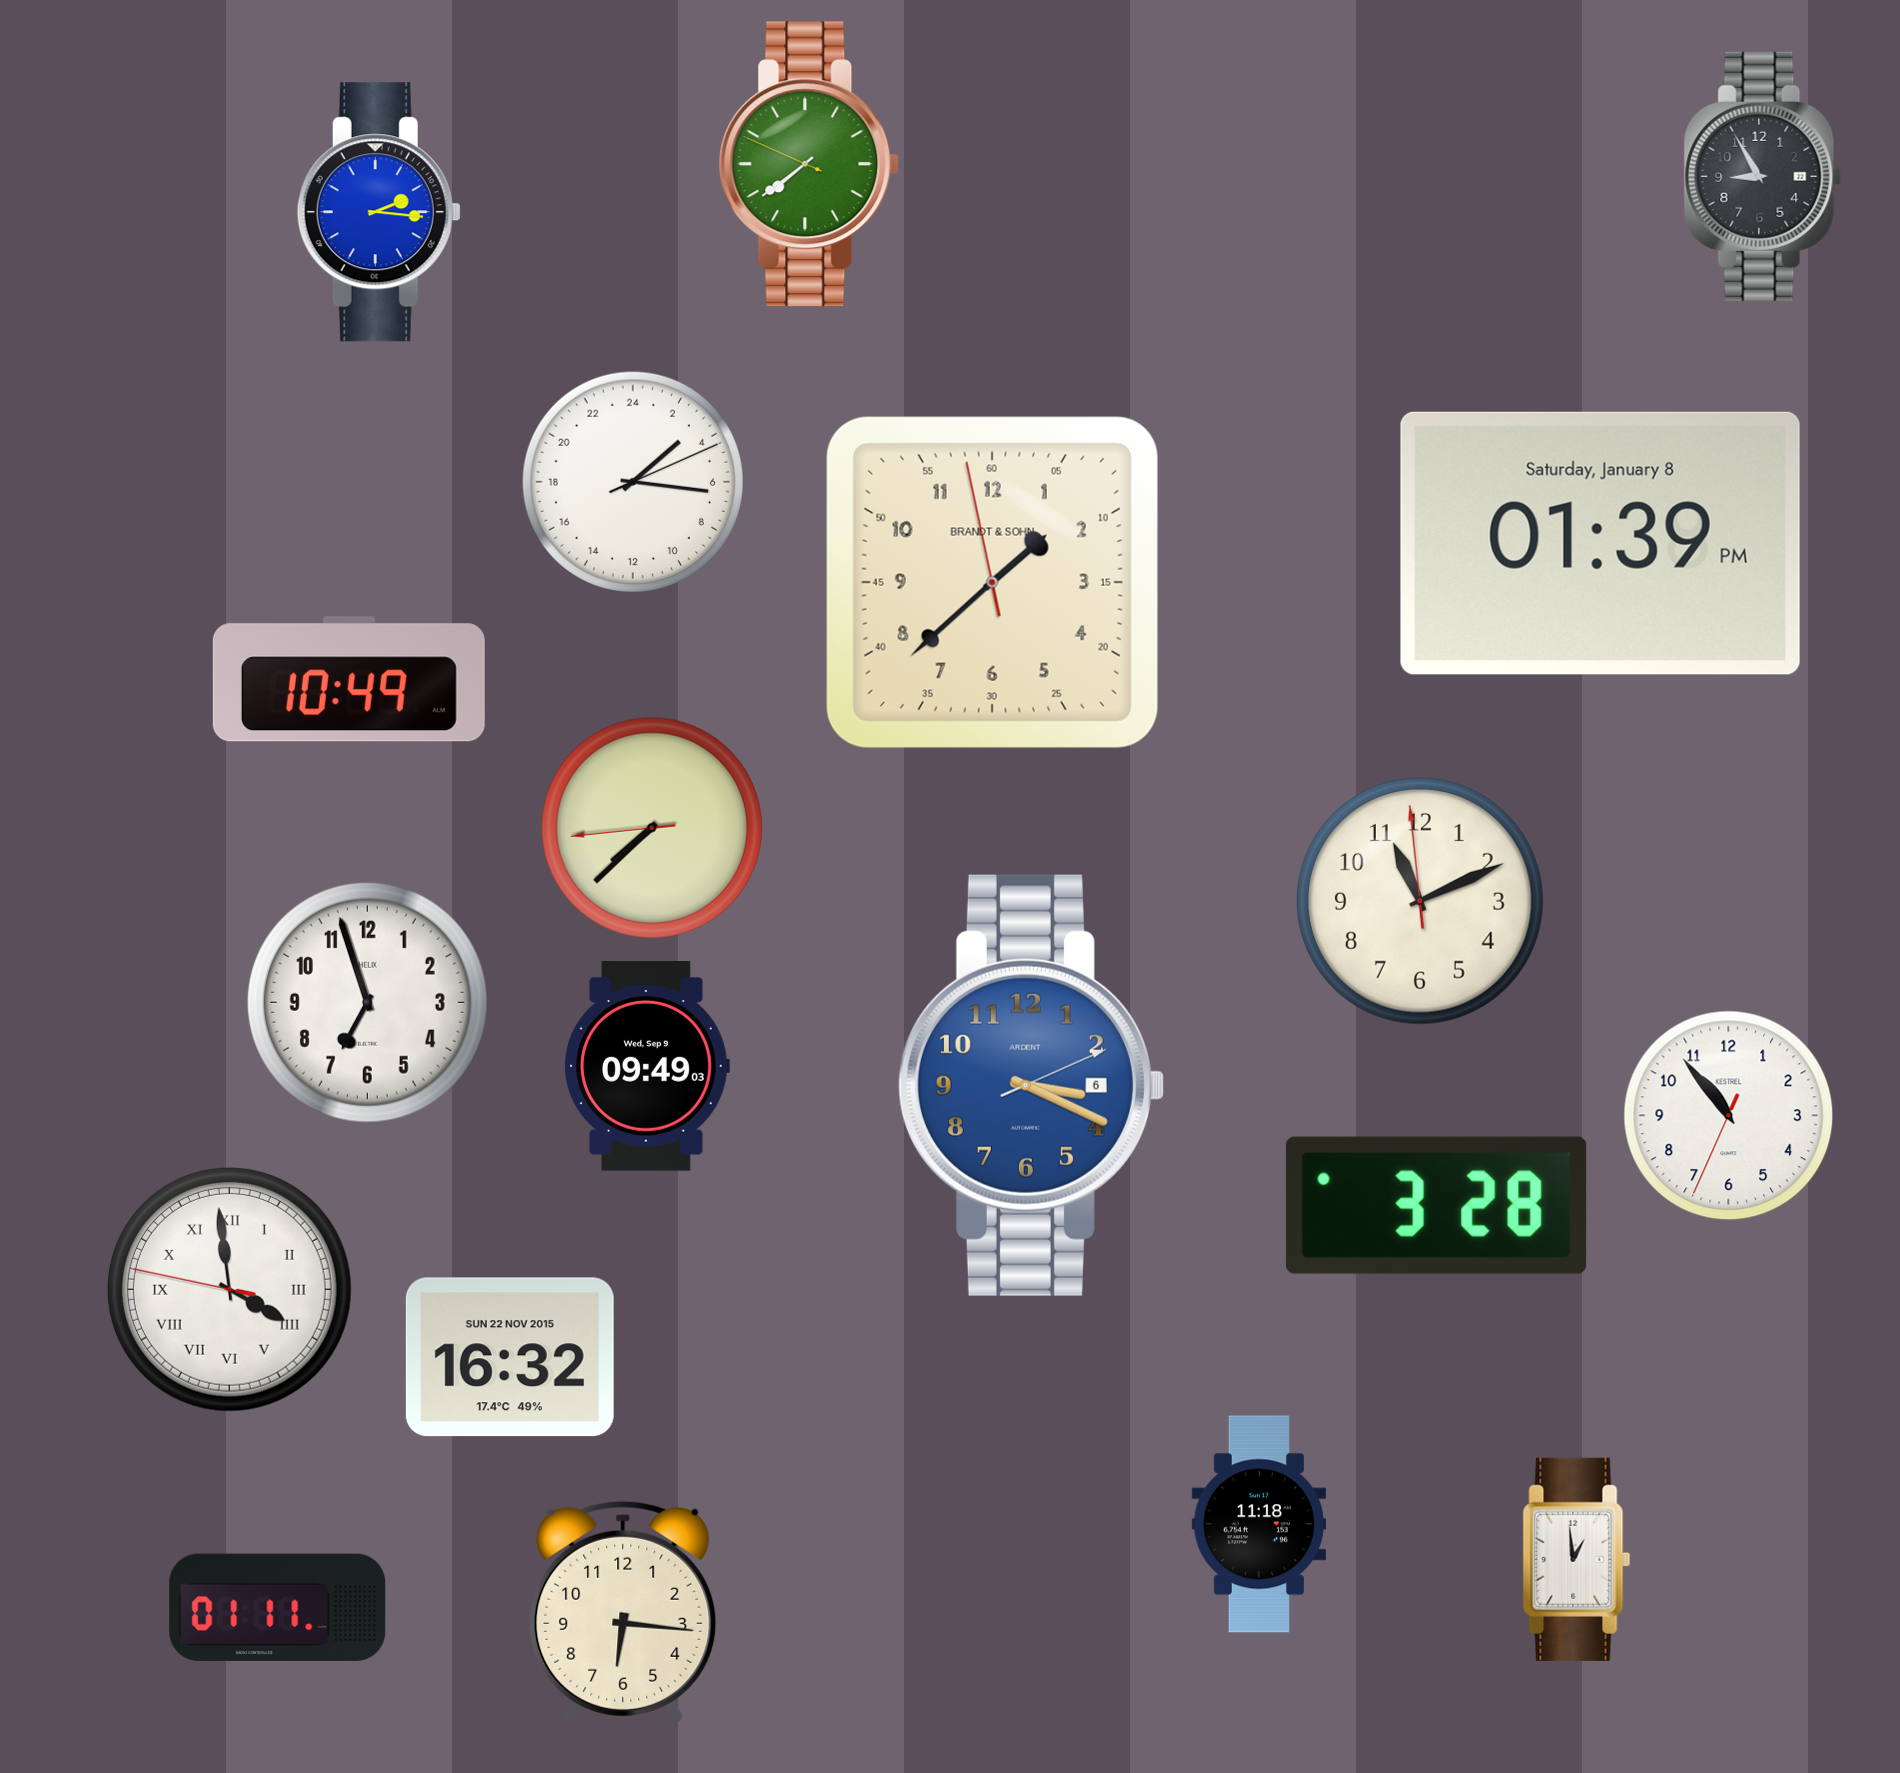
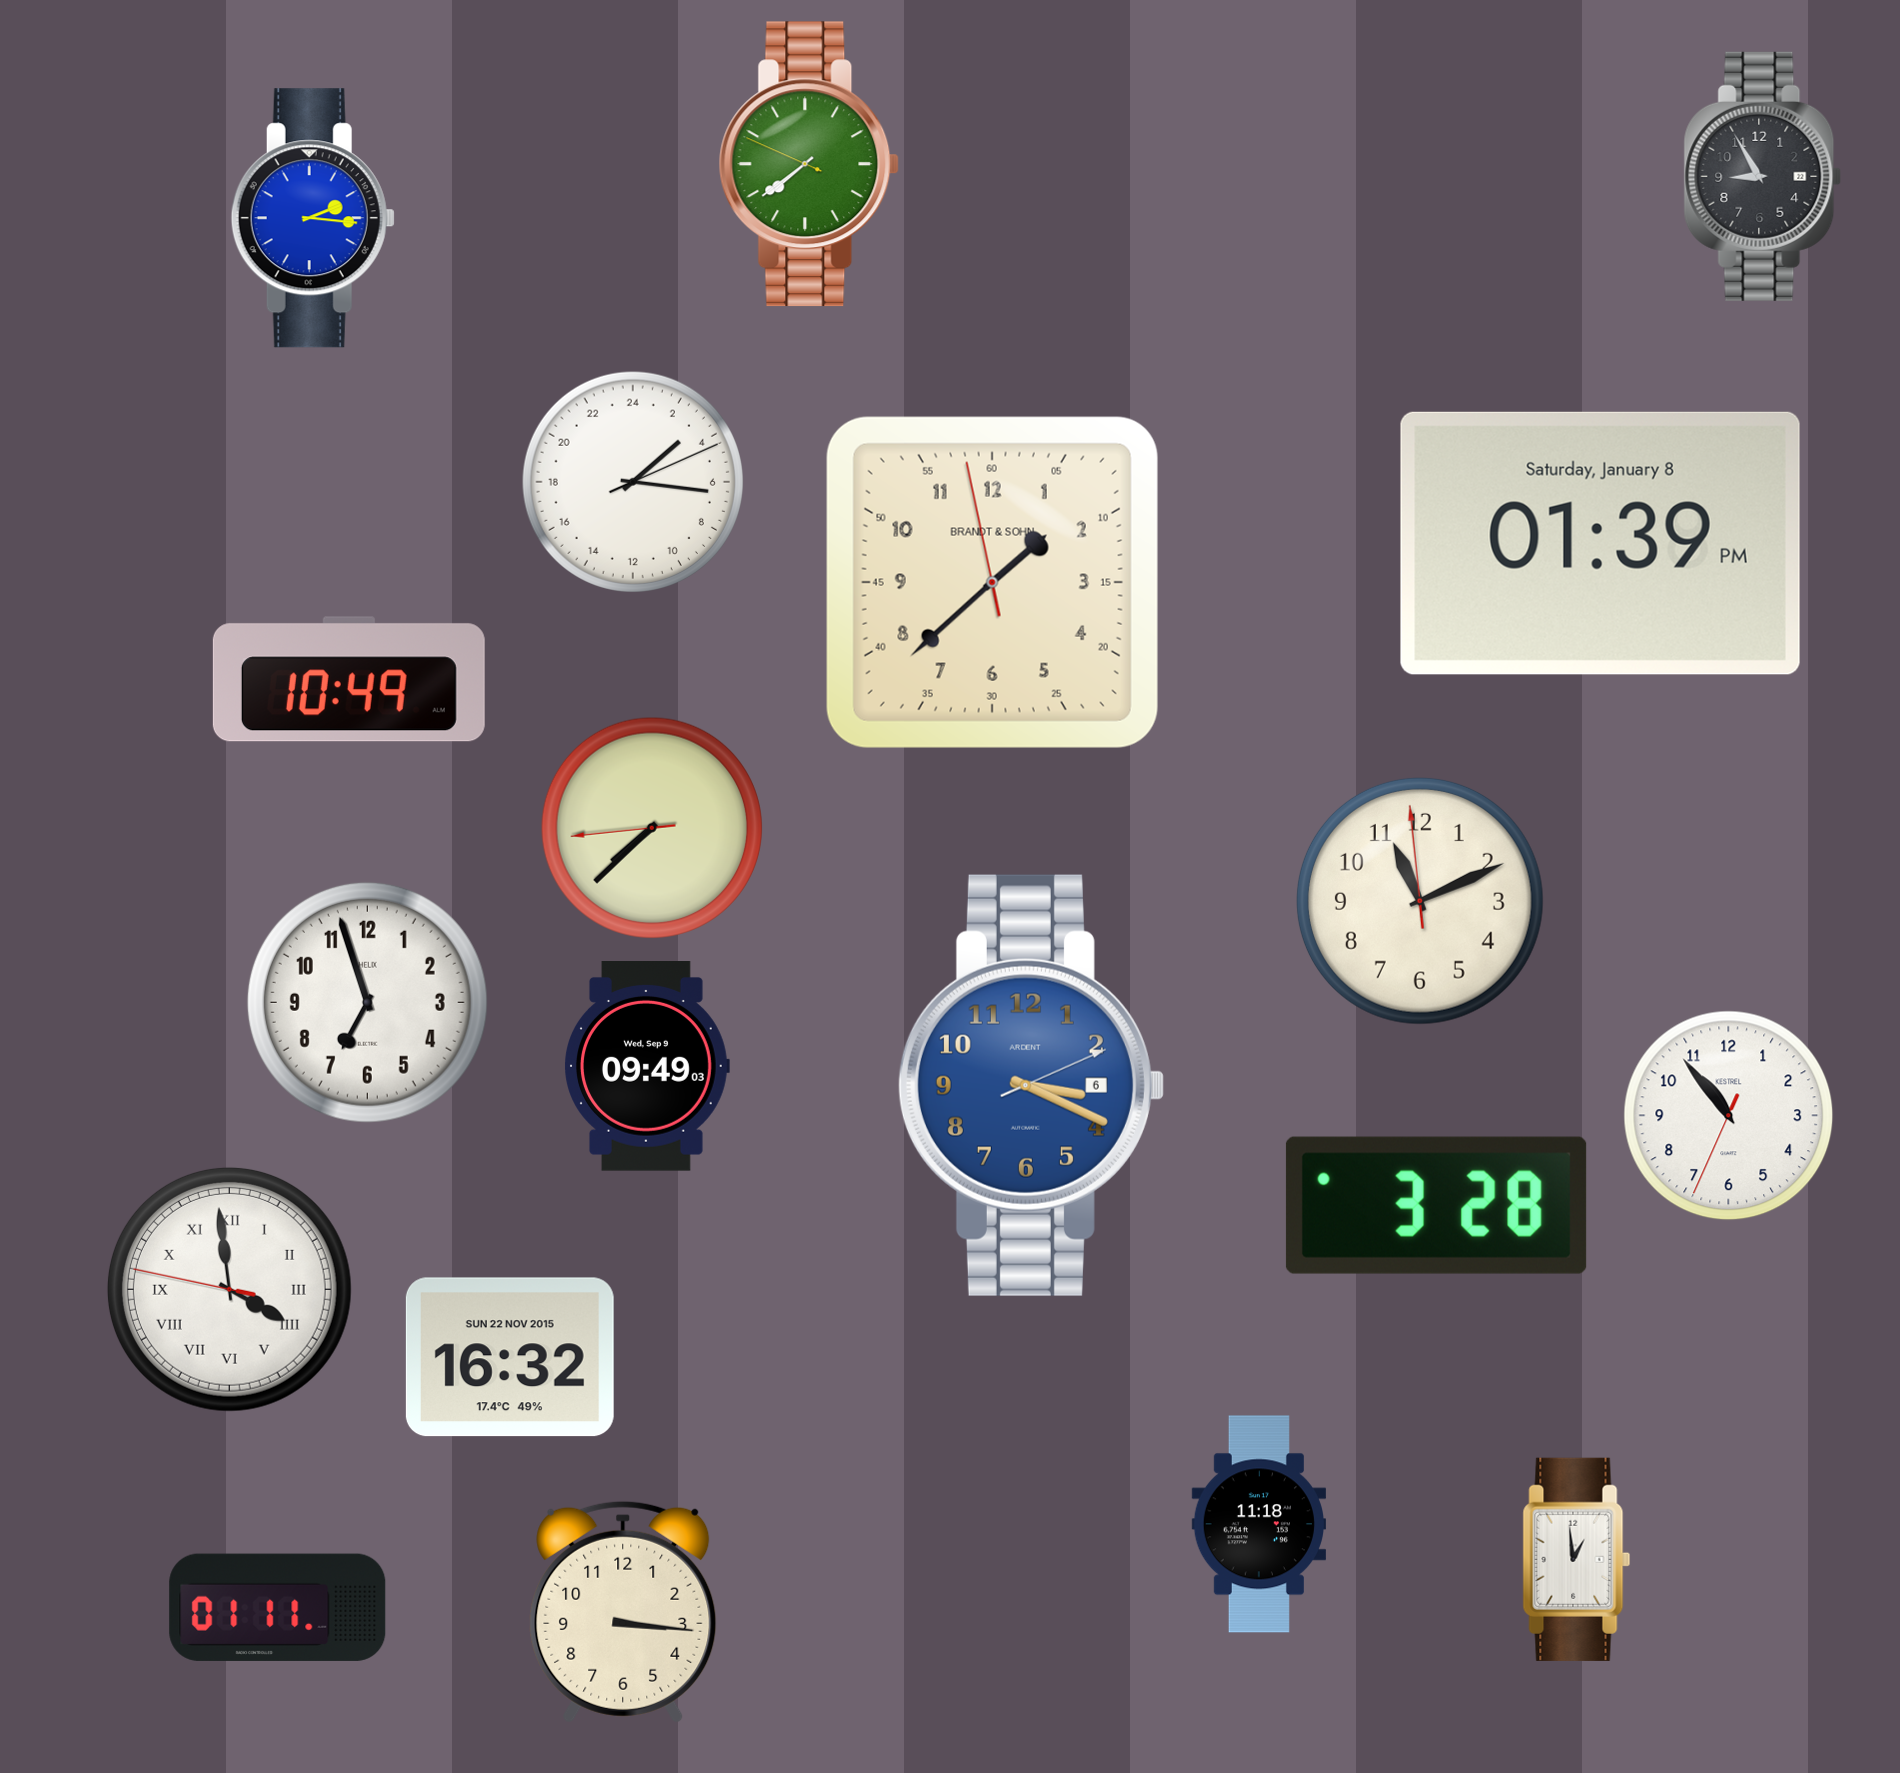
clock at (379, 212) position: (379, 212) -> (313, 218)
clock at (623, 1612): 6:16 -> 3:16
